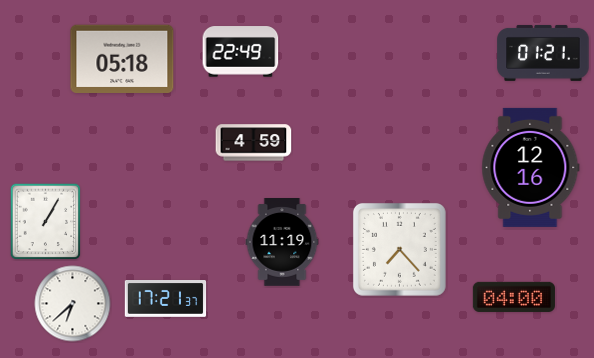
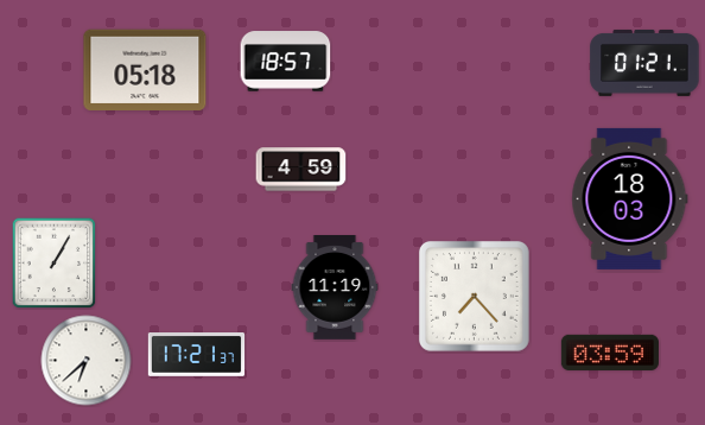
clock at (241, 52): 22:49 -> 18:57
clock at (531, 167): 12:16 -> 18:03
clock at (514, 297): 04:00 -> 03:59
